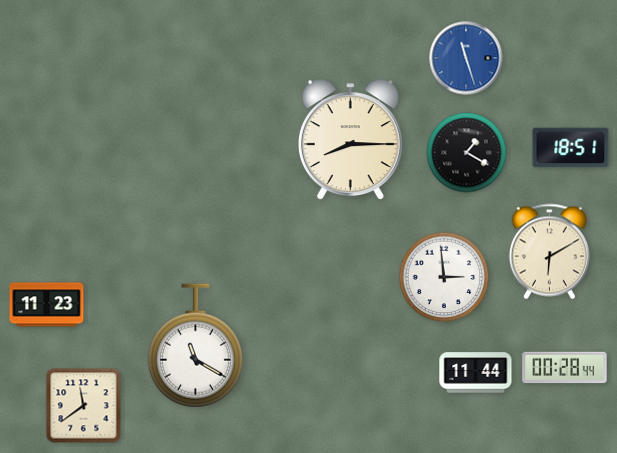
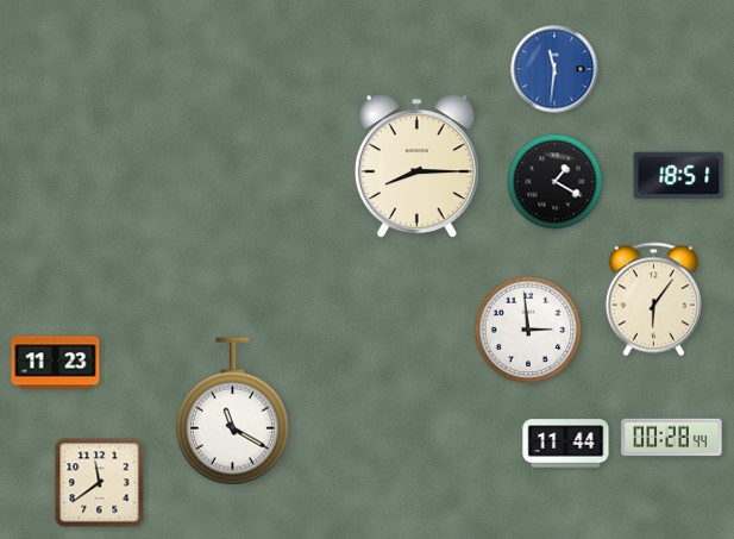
clock at (466, 58): 11:27 -> 11:31
clock at (549, 252): 6:10 -> 6:06
